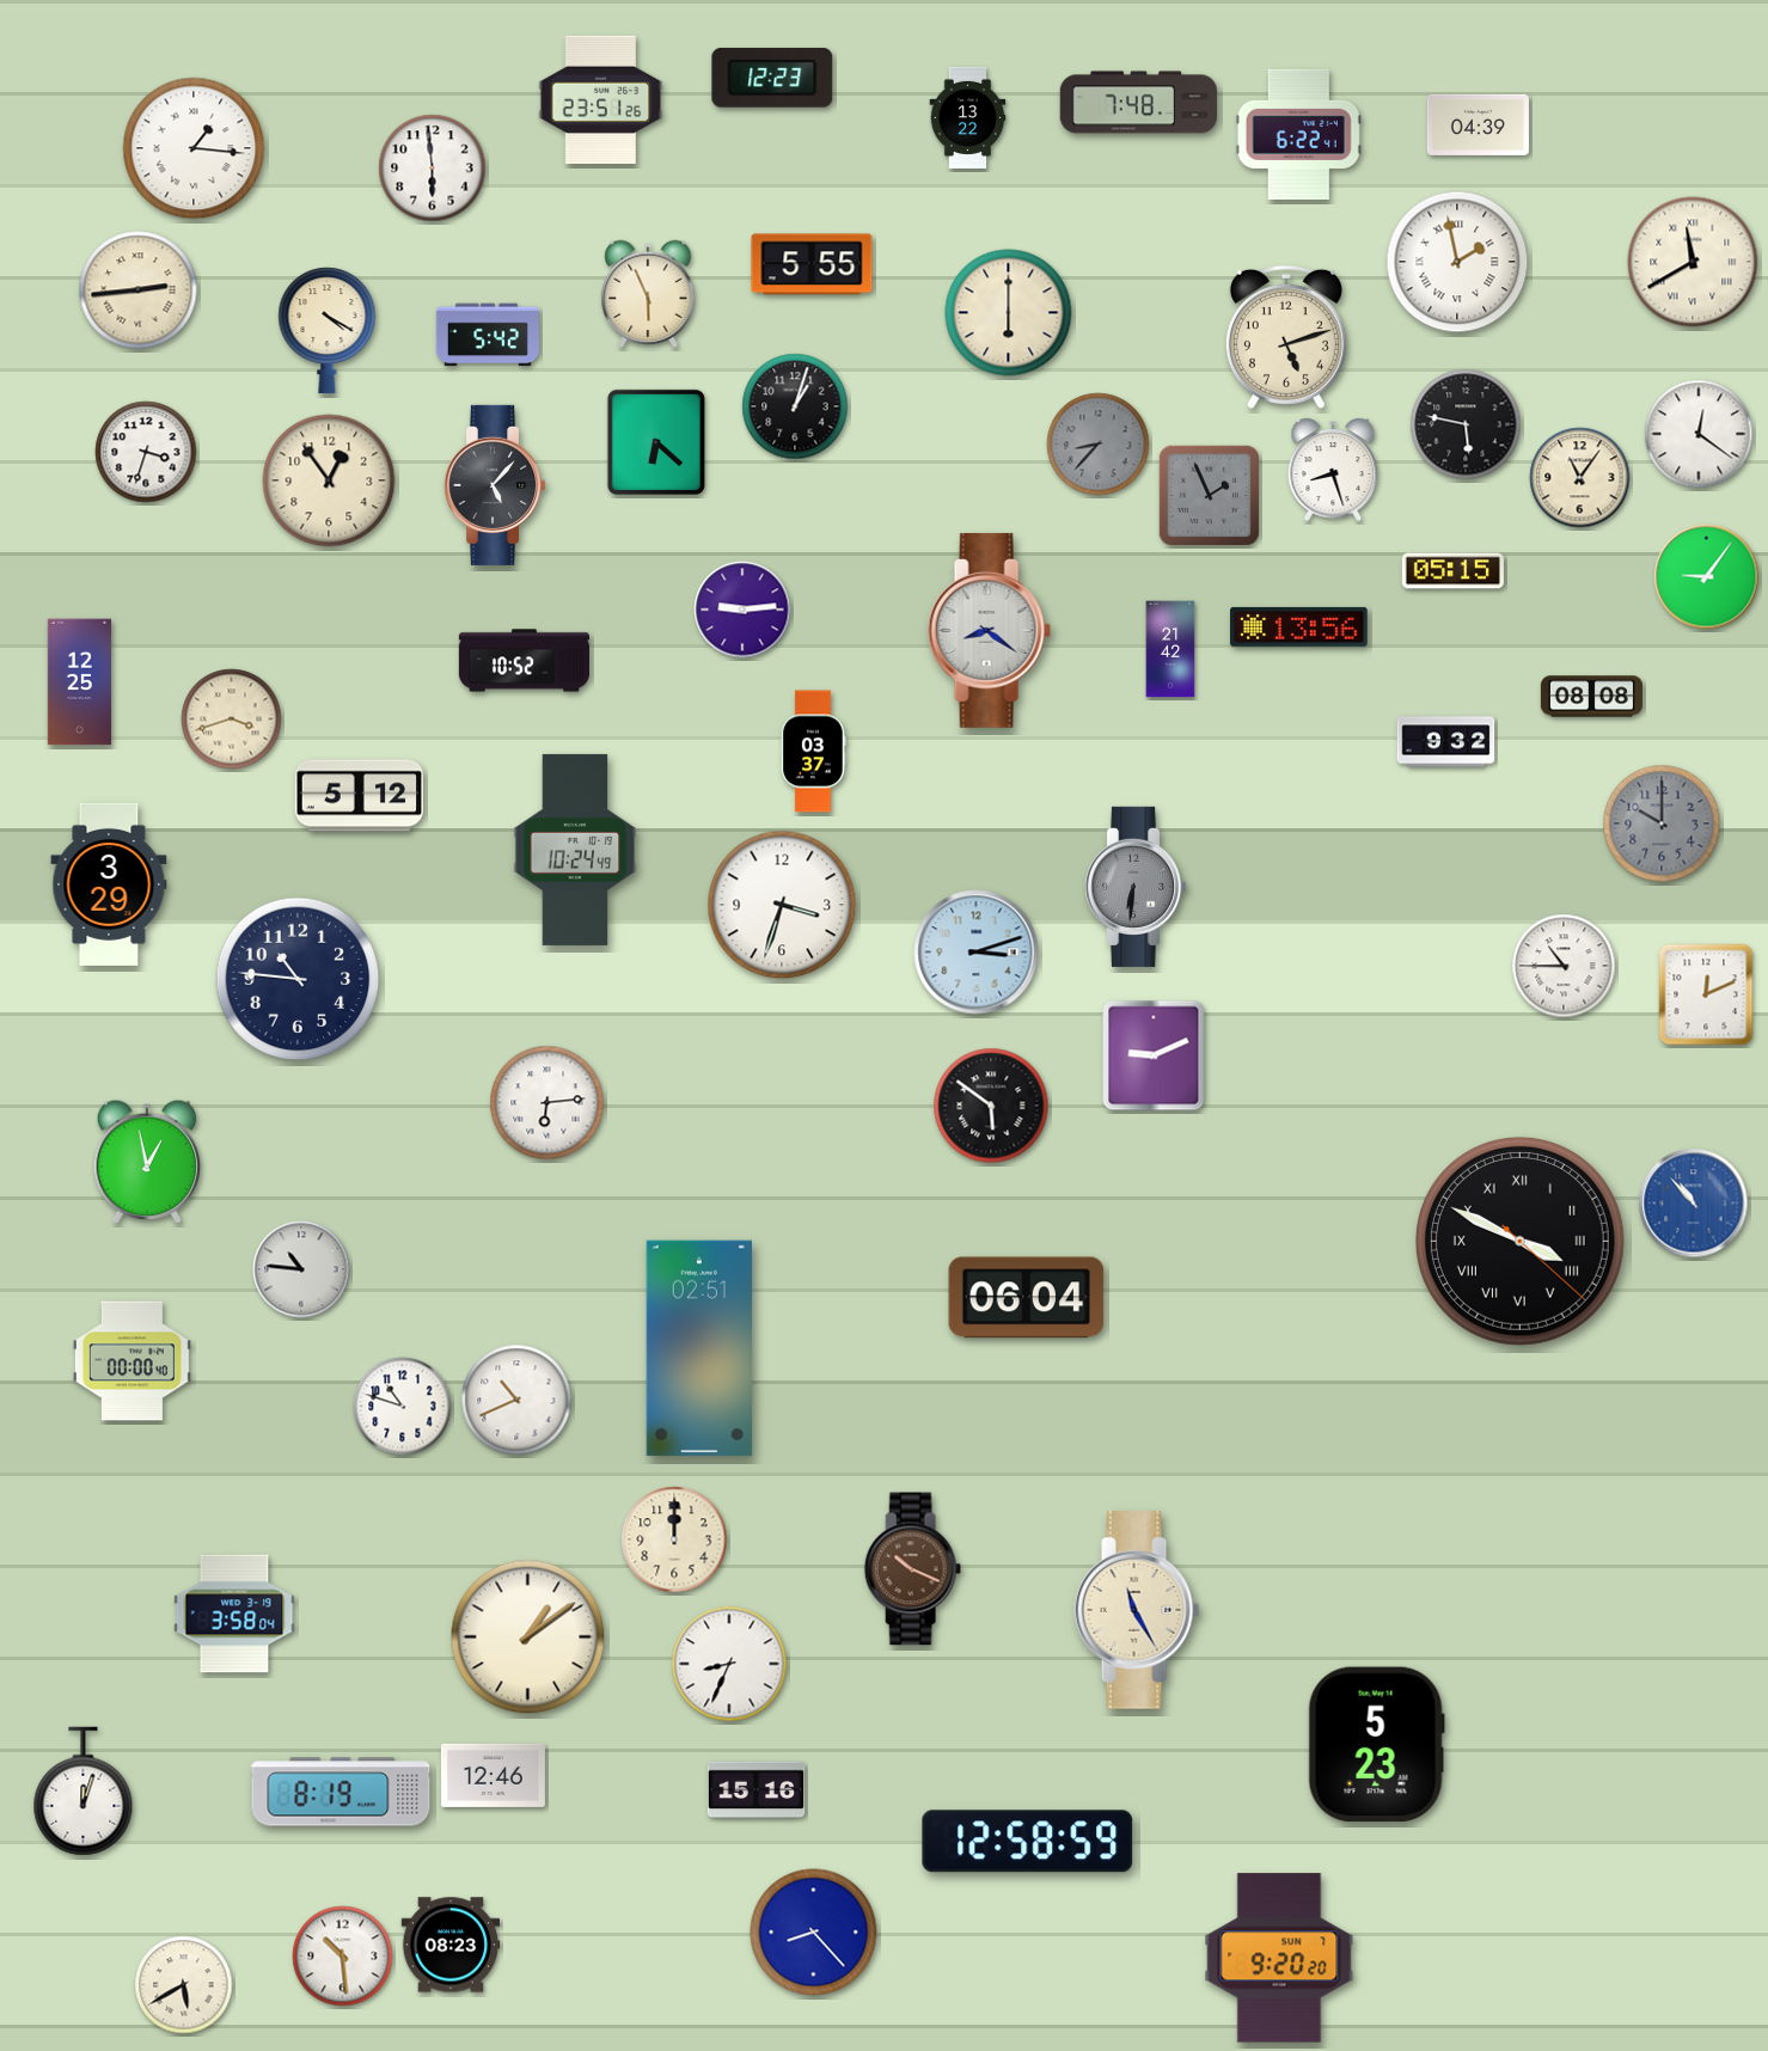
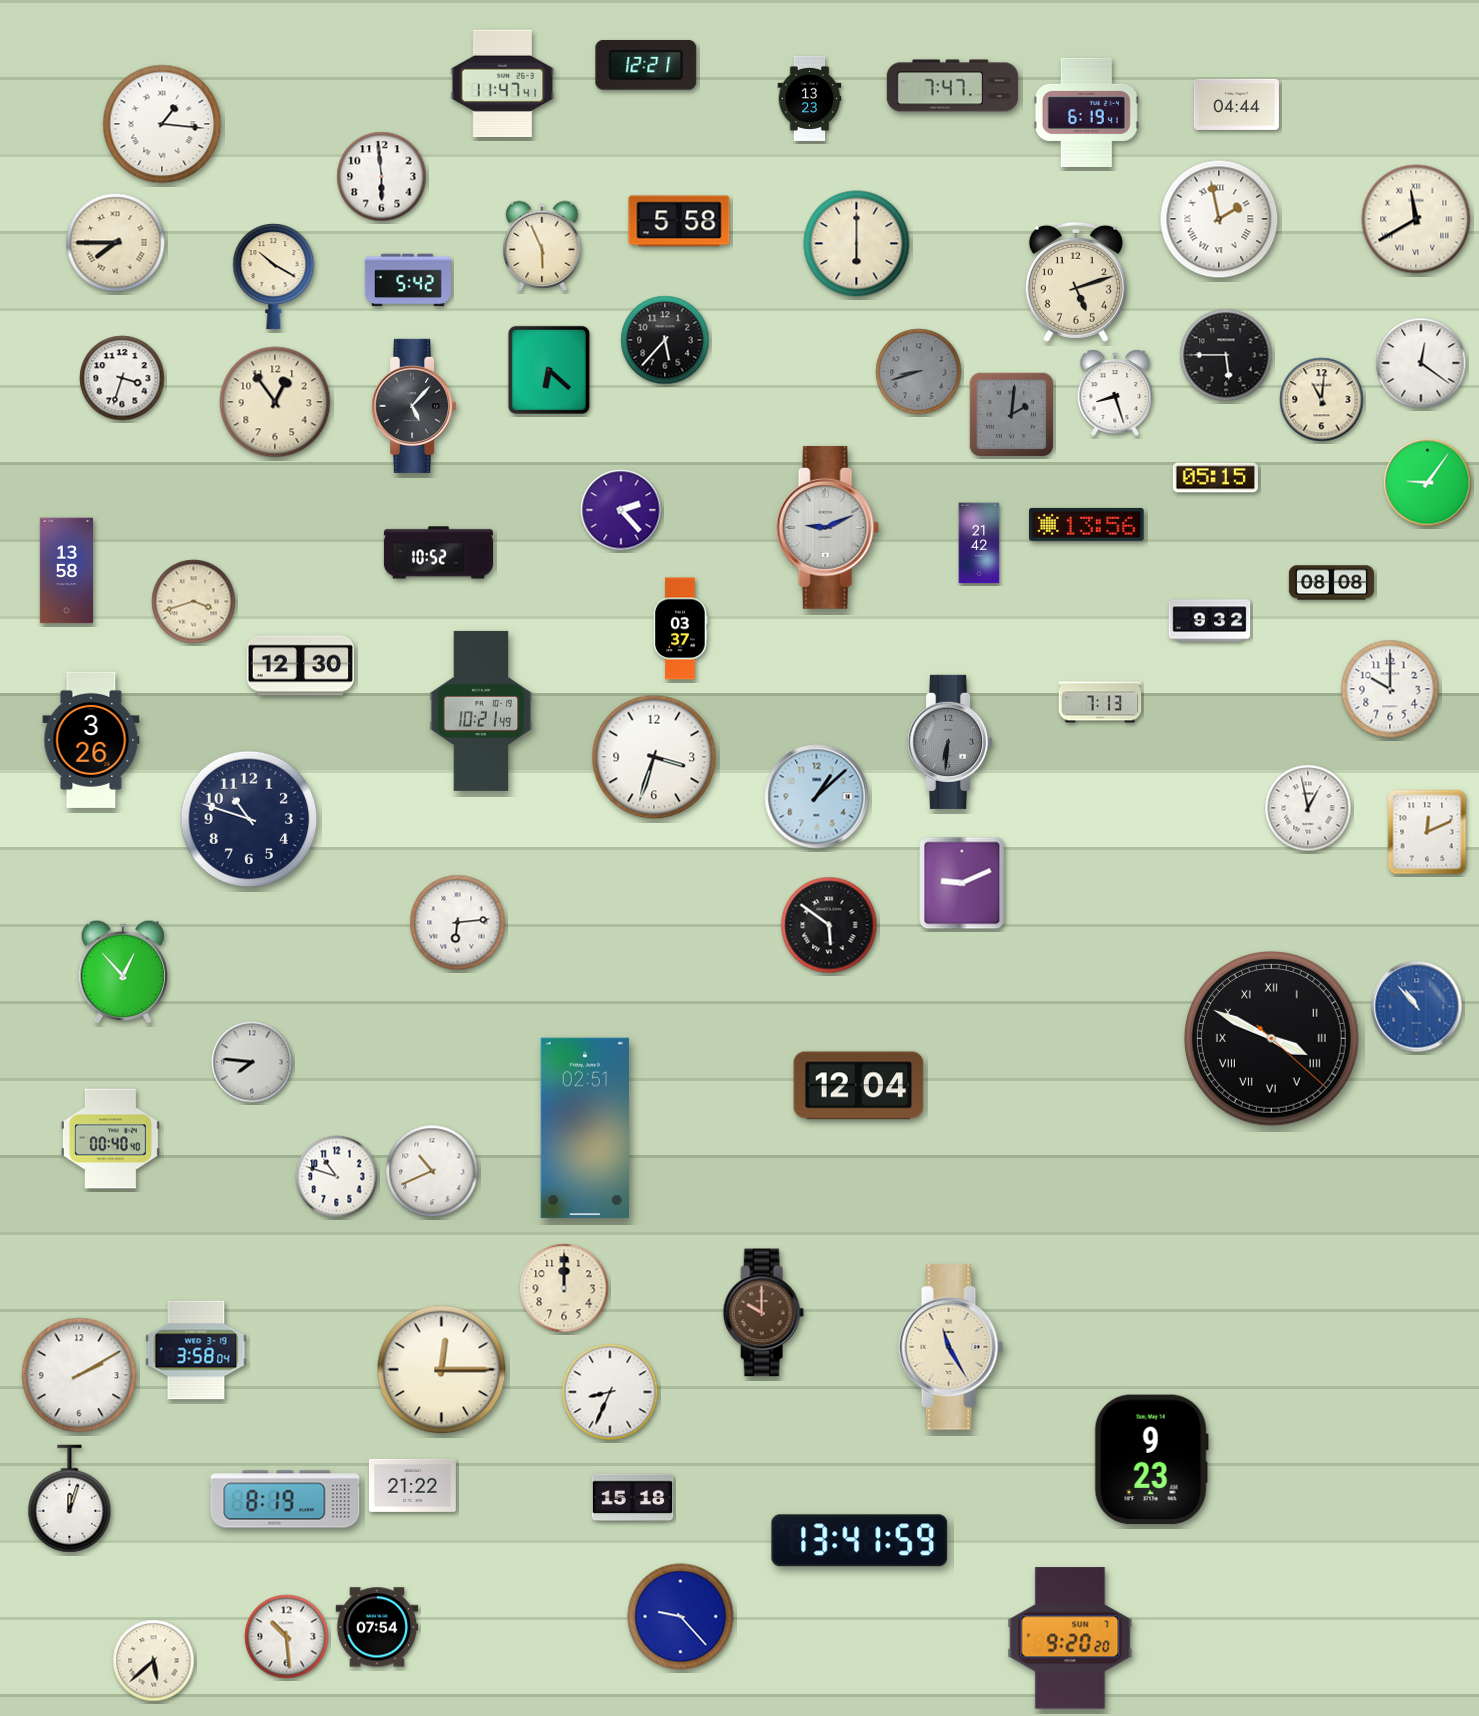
clock at (772, 78): 12:23 -> 12:21
clock at (601, 100): 23:51 -> 11:47
clock at (1139, 103): 7:48 -> 7:47
clock at (968, 117): 13:22 -> 13:23
clock at (1478, 124): 04:39 -> 04:44
clock at (1298, 134): 6:22 -> 6:19
clock at (433, 169) position: (433, 169) -> (382, 177)
clock at (812, 264): 5:55 -> 5:58
clock at (139, 290): 2:44 -> 7:45
clock at (1009, 313) position: (1009, 313) -> (857, 244)
clock at (328, 331): 4:20 -> 10:20
clock at (795, 406): 1:03 -> 5:37
clock at (1466, 424): 5:47 -> 5:45
clock at (1099, 445): 8:37 -> 8:42
clock at (1580, 478): 11:06 -> 11:01
clock at (1209, 495): 1:56 -> 2:01
clock at (742, 610): 9:14 -> 2:23
clock at (989, 630): 8:21 -> 9:11
clock at (79, 682): 12:25 -> 13:58
clock at (360, 796): 5:12 -> 12:30
clock at (1662, 824) dial: grey -> white
clock at (1100, 702): none -> 7:13
clock at (575, 850): 10:24 -> 10:21
clock at (109, 884): 3:29 -> 3:26
clock at (977, 953): 3:12 -> 1:08
clock at (1564, 966): 10:45 -> 12:58
clock at (298, 979): 10:46 -> 10:48
clock at (1154, 1055) position: (1154, 1055) -> (962, 883)
clock at (146, 1162): 12:58 -> 12:53
clock at (301, 1269): 10:46 -> 7:46
clock at (1027, 1298): 06:04 -> 12:04
clock at (131, 1361): 00:00 -> 00:40
clock at (912, 1569): 10:19 -> 10:00
clock at (528, 1637): 1:09 -> 12:15
clock at (79, 1375): none -> 2:10
clock at (1376, 1745): 5:23 -> 9:23
clock at (493, 1775): 12:46 -> 21:22
clock at (757, 1790): 15:16 -> 15:18
clock at (1028, 1842): 12:58 -> 13:41
clock at (814, 1933): 8:23 -> 9:23
clock at (451, 1945): 08:23 -> 07:54
clock at (184, 1985): 5:40 -> 5:38
